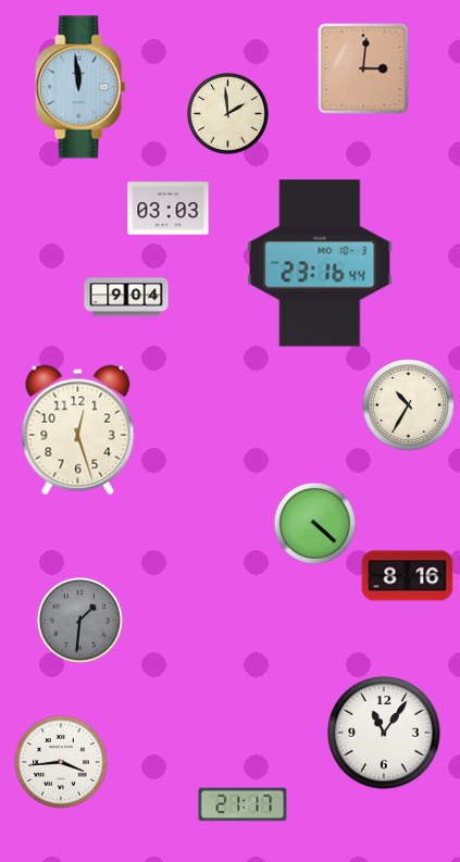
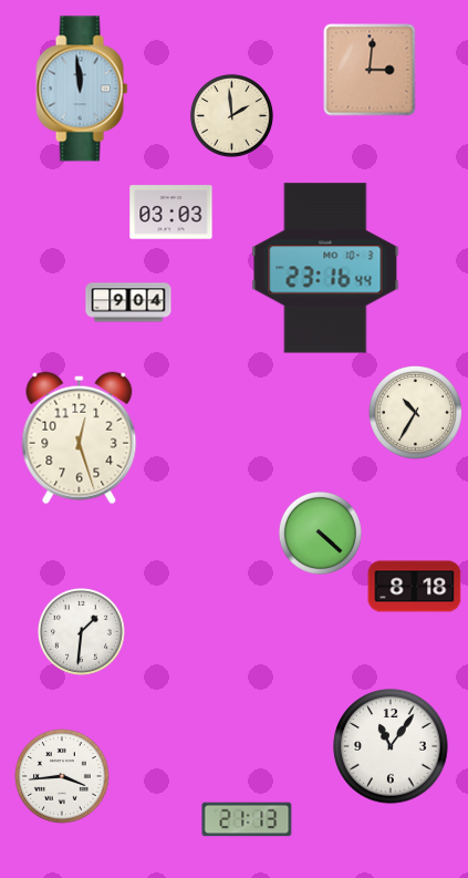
clock at (408, 576): 8:16 -> 8:18
clock at (79, 620) dial: grey -> white
clock at (243, 804): 21:17 -> 21:13
